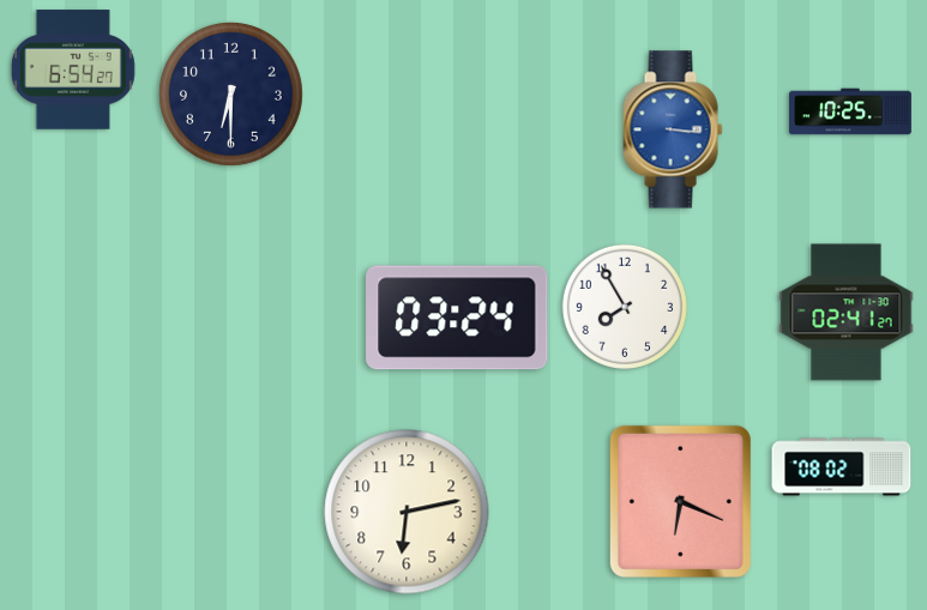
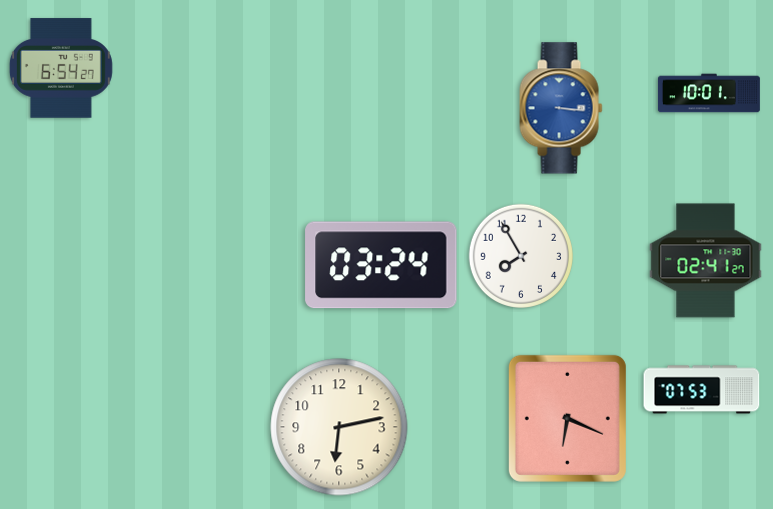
clock at (73, 70) position: (73, 70) -> (61, 68)
clock at (230, 93): 6:30 -> none
clock at (850, 111): 10:25 -> 10:01
clock at (842, 467): 08:02 -> 07:53
